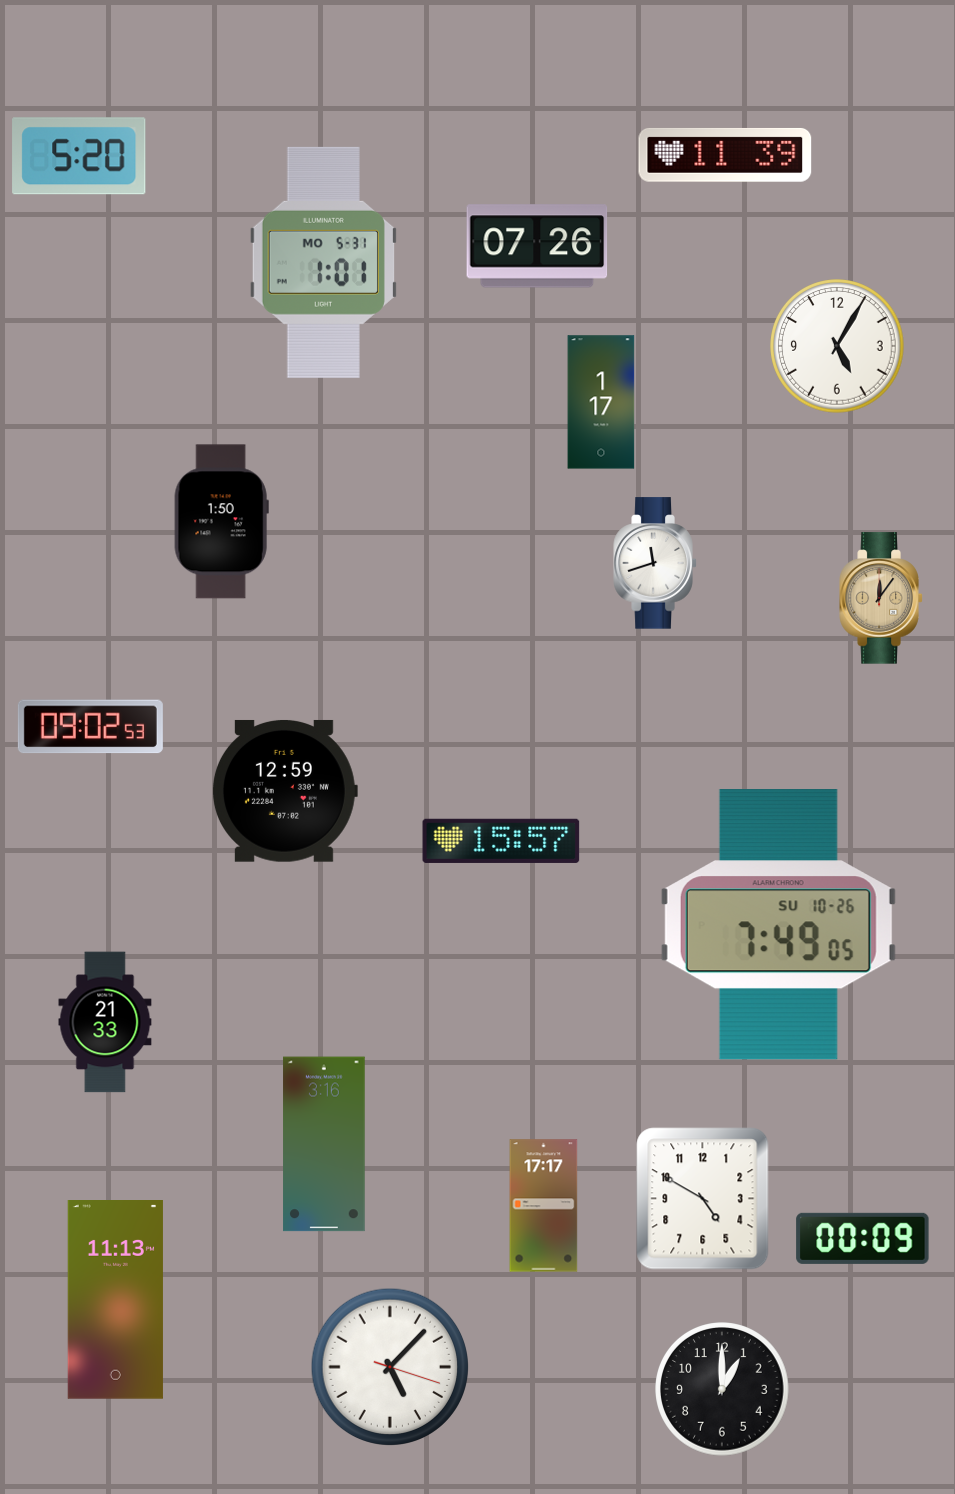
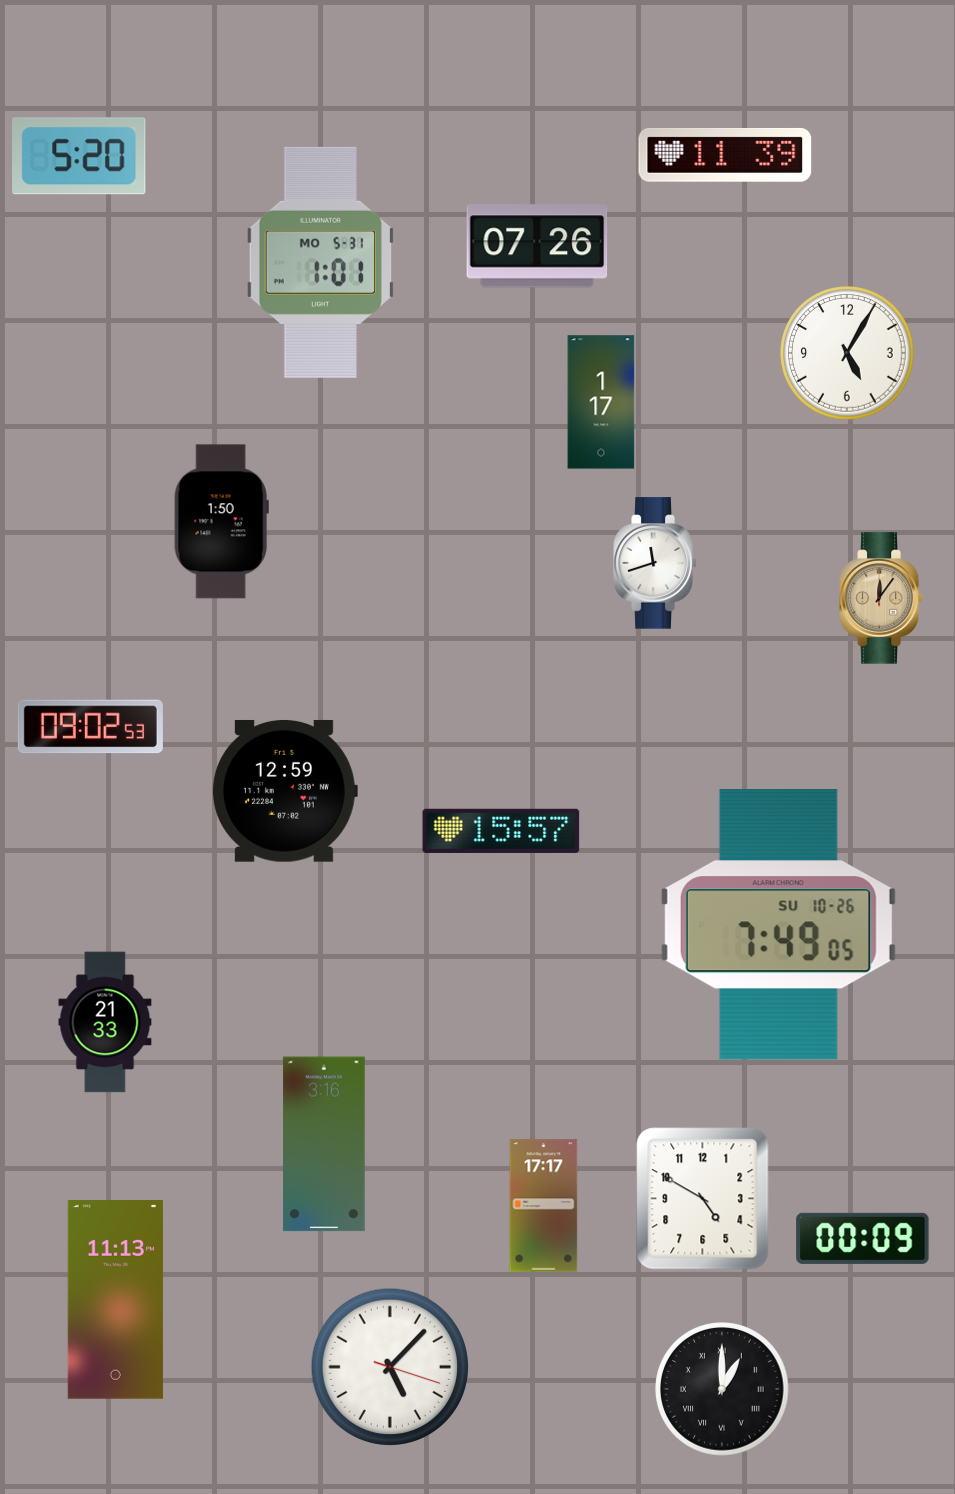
clock at (323, 262) position: (323, 262) -> (320, 262)
clock at (837, 346) position: (837, 346) -> (847, 353)
clock at (501, 841) position: (501, 841) -> (501, 831)
clock at (722, 1389) numerals: Arabic -> Roman
